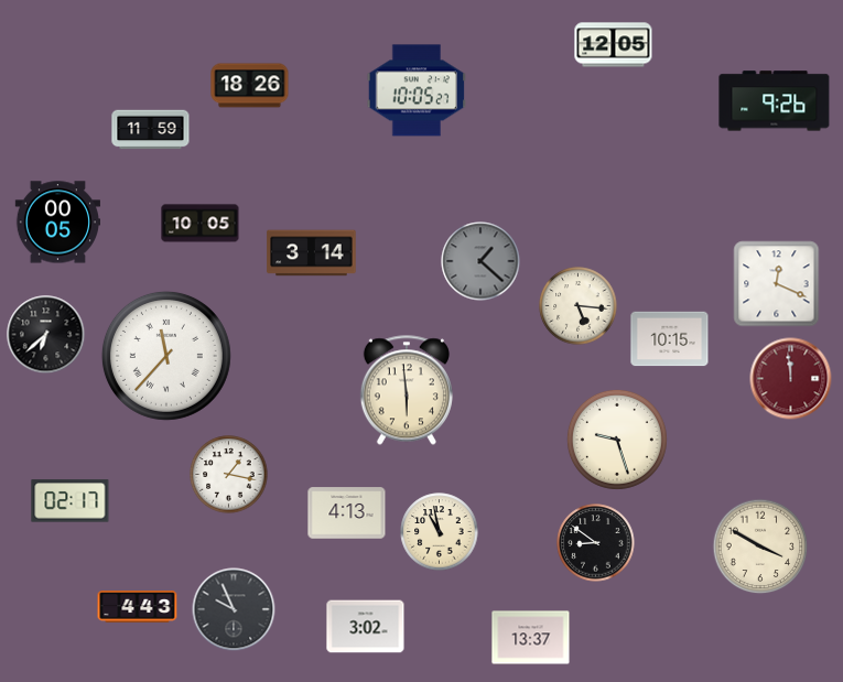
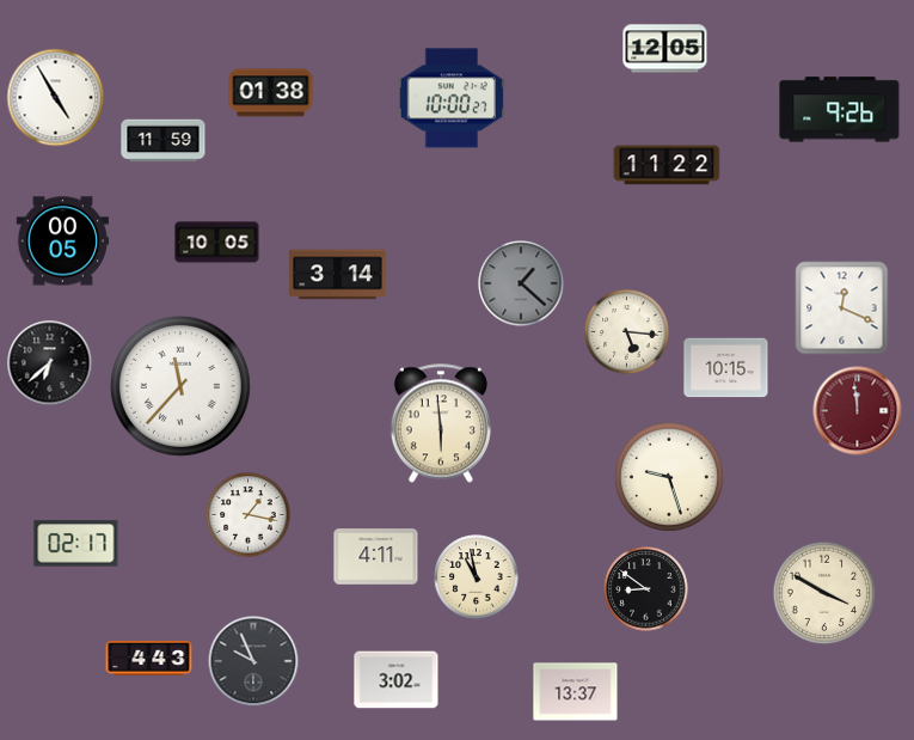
clock at (250, 86): 18:26 -> 01:38
clock at (56, 98): none -> 4:55
clock at (417, 90): 10:05 -> 10:00
clock at (667, 165): none -> 11:22
clock at (347, 513): 4:13 -> 4:11
